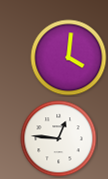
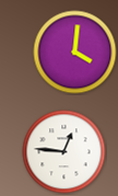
clock at (69, 58) position: (69, 58) -> (75, 53)
